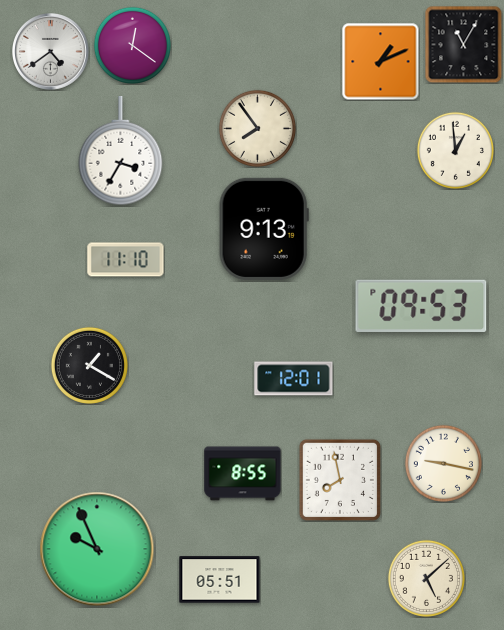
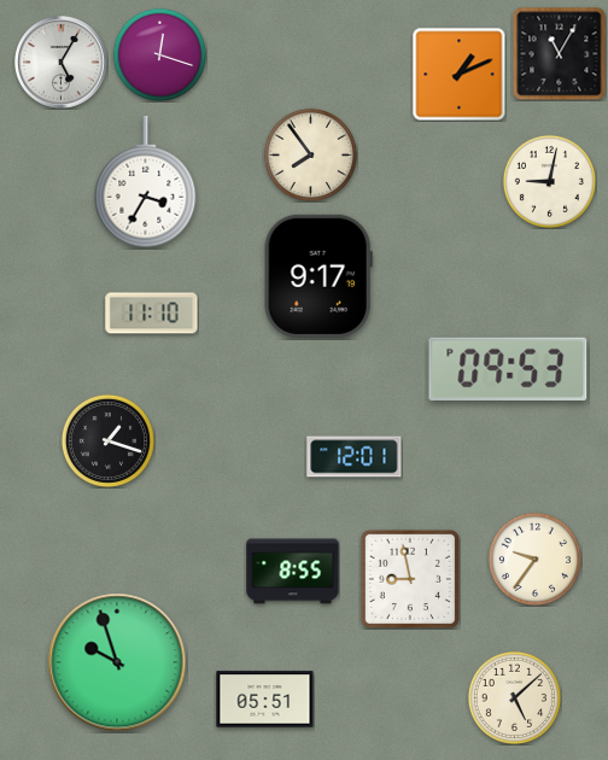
clock at (132, 45): 12:21 -> 12:18
clock at (51, 52): 4:39 -> 5:05
clock at (455, 150): 12:59 -> 9:02
clock at (264, 229): 9:13 -> 9:17
clock at (89, 365): 1:20 -> 1:18
clock at (443, 463): 9:17 -> 9:36
clock at (340, 480): 7:58 -> 8:58
clock at (97, 549): 9:56 -> 9:57
